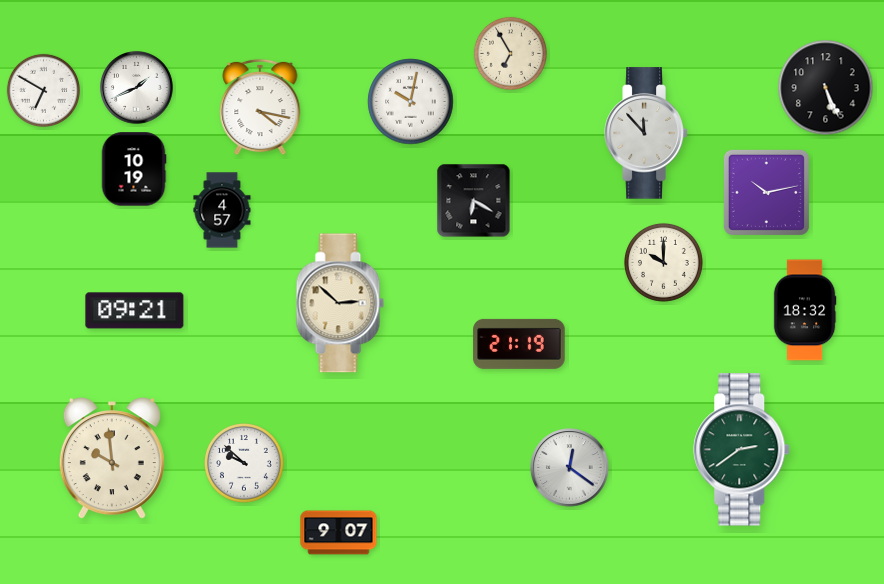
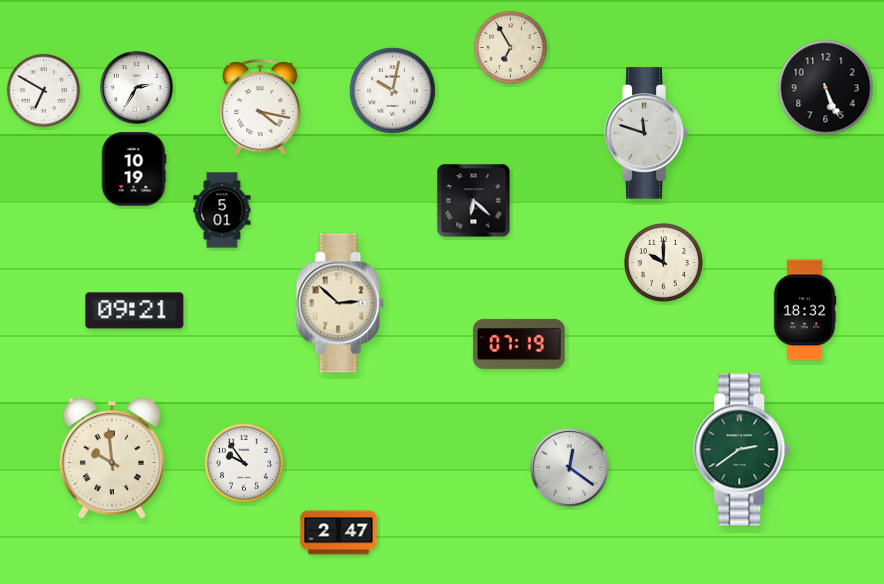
clock at (510, 53) position: (510, 53) -> (510, 47)
clock at (137, 88): 1:41 -> 2:35
clock at (411, 102) position: (411, 102) -> (393, 91)
clock at (646, 133): 11:53 -> 11:48
clock at (766, 192): 10:13 -> none
clock at (474, 201): 6:20 -> 6:22
clock at (222, 210): 4:57 -> 5:01
clock at (519, 344): 21:19 -> 07:19
clock at (245, 464): 9:52 -> 9:54
clock at (339, 533): 9:07 -> 2:47
